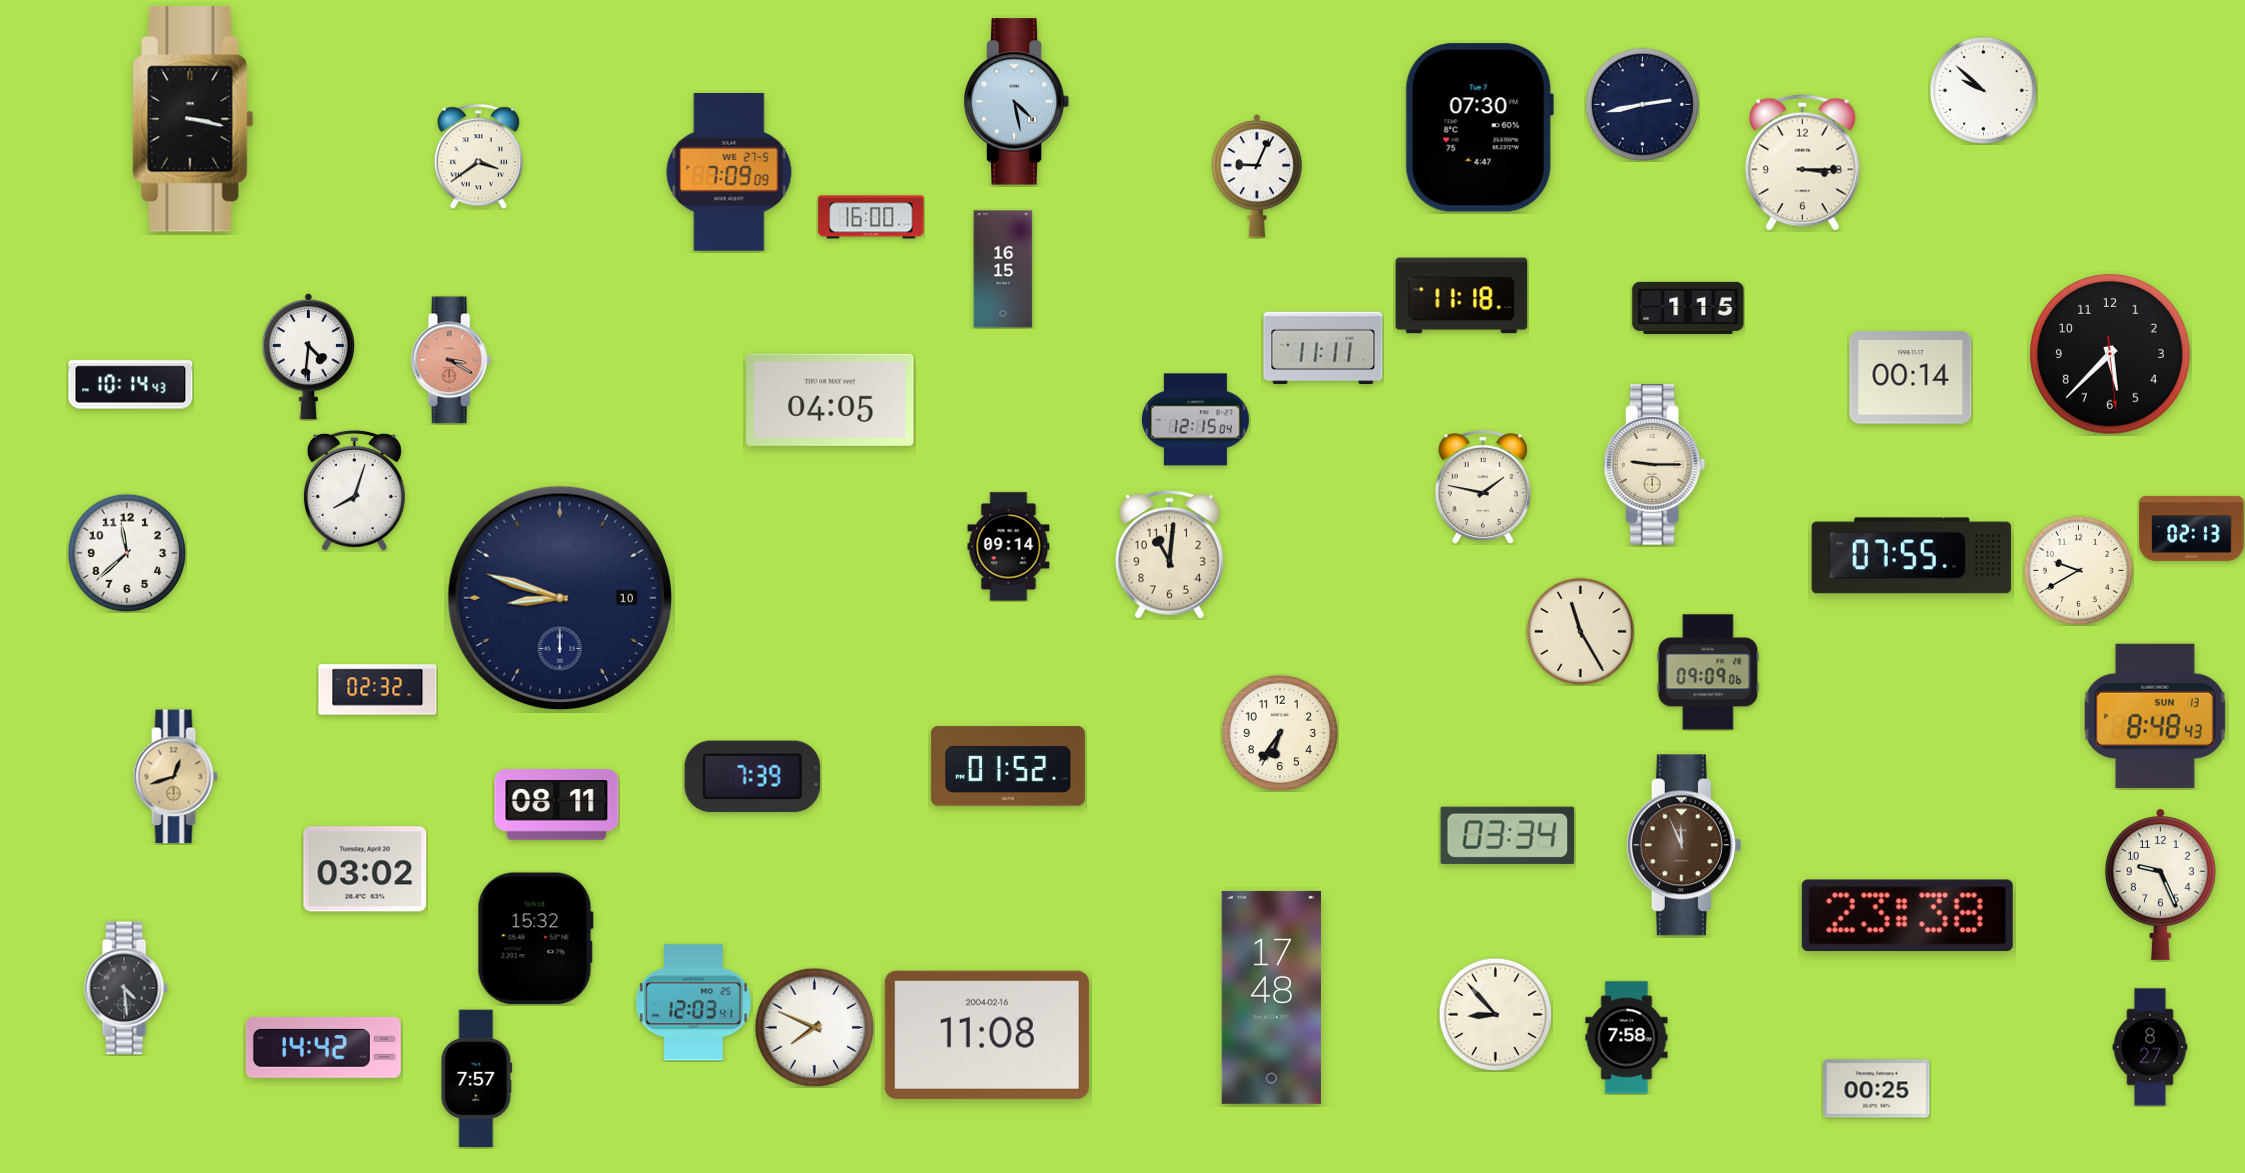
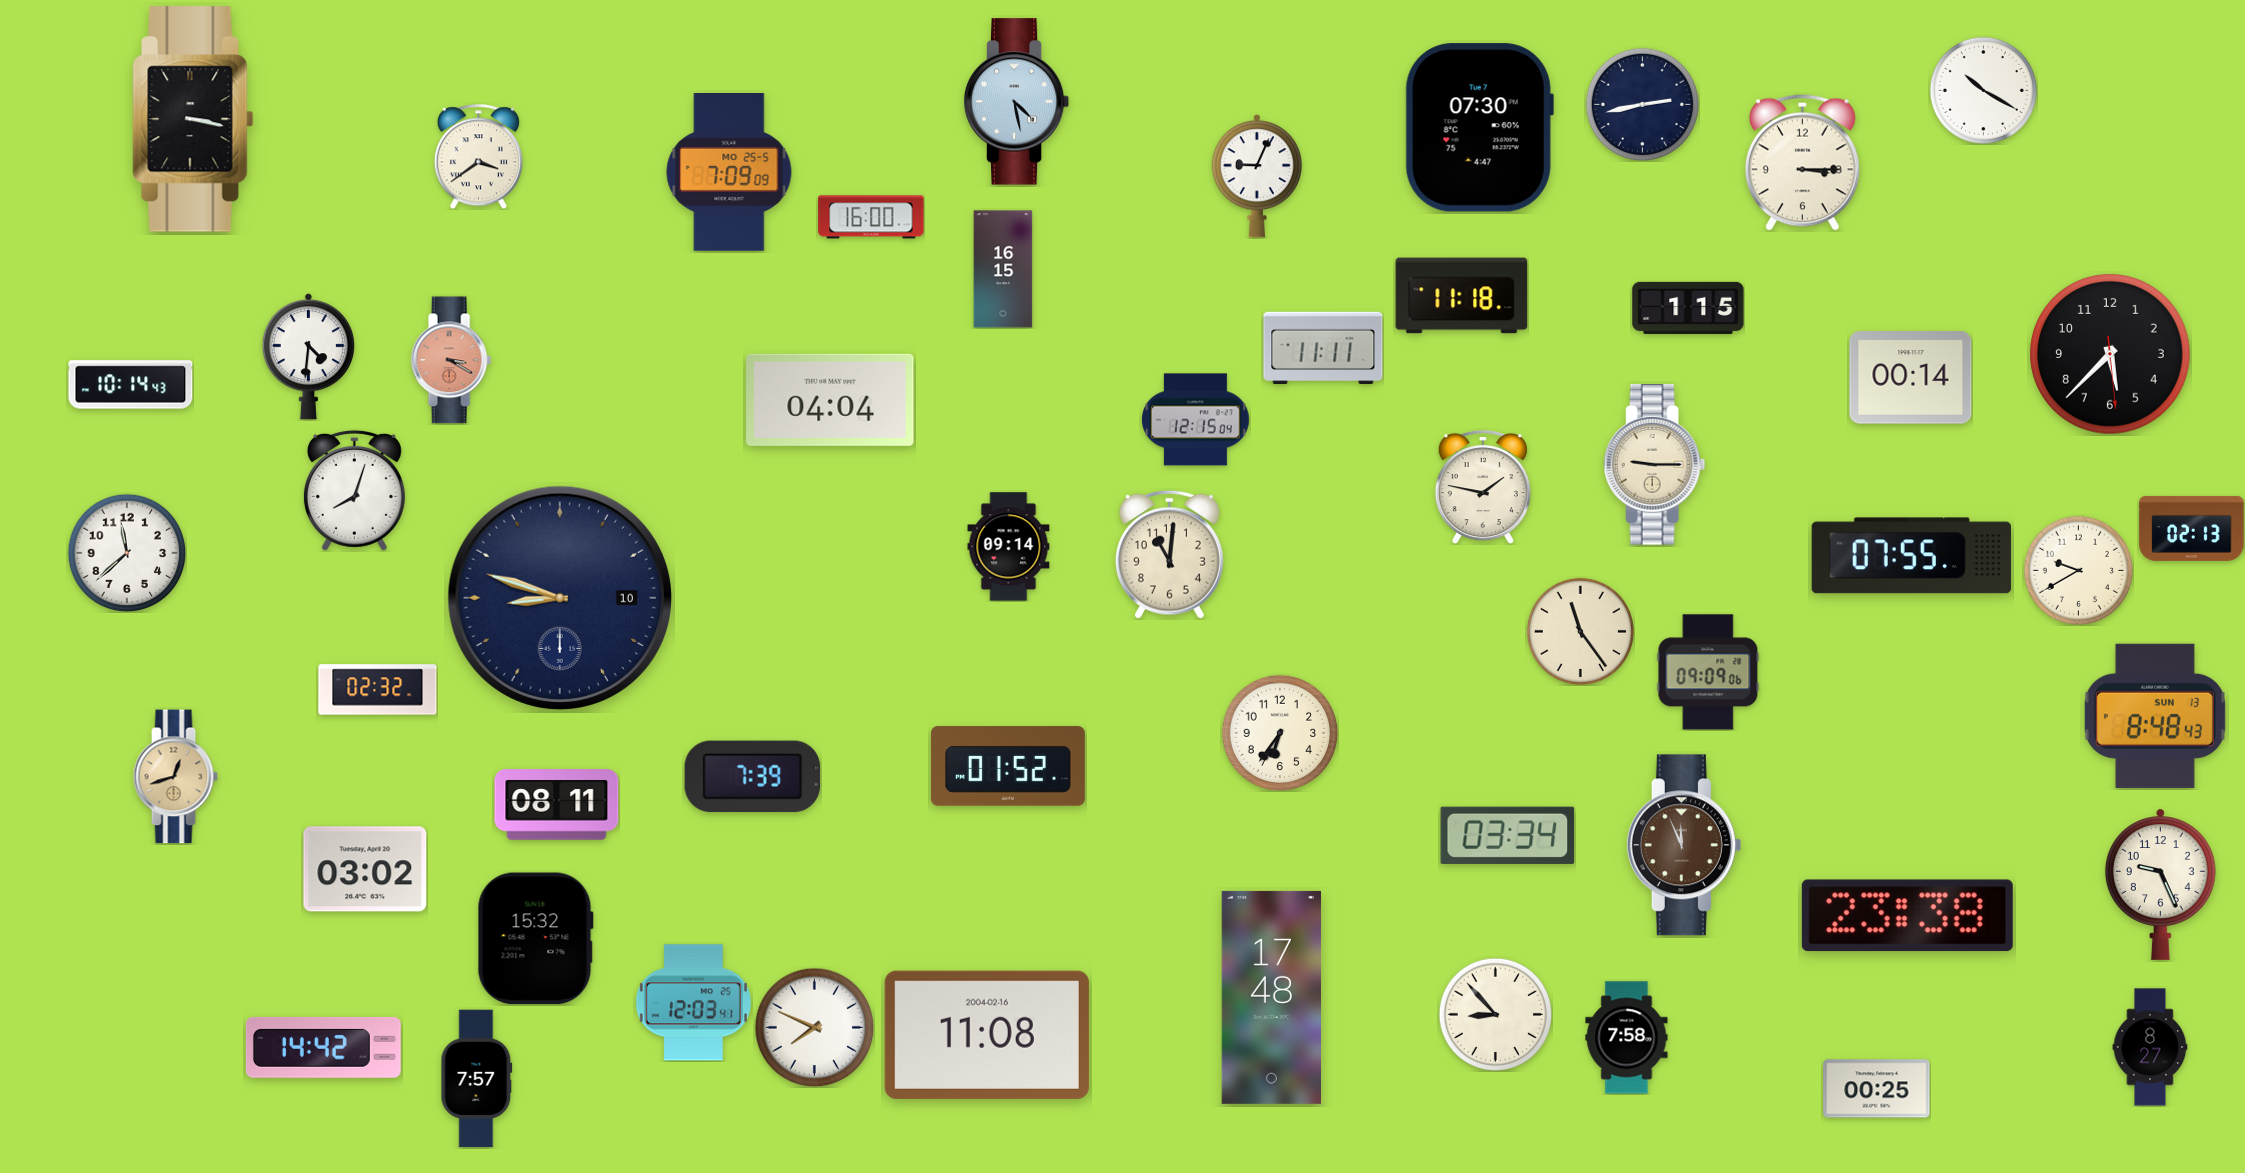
clock at (1983, 90): 9:52 -> 10:20
clock at (729, 173) date: WE 27-5 -> MO 25-5
clock at (830, 400): 04:05 -> 04:04
clock at (1580, 631): 11:25 -> 11:24
clock at (126, 988): 4:29 -> none
